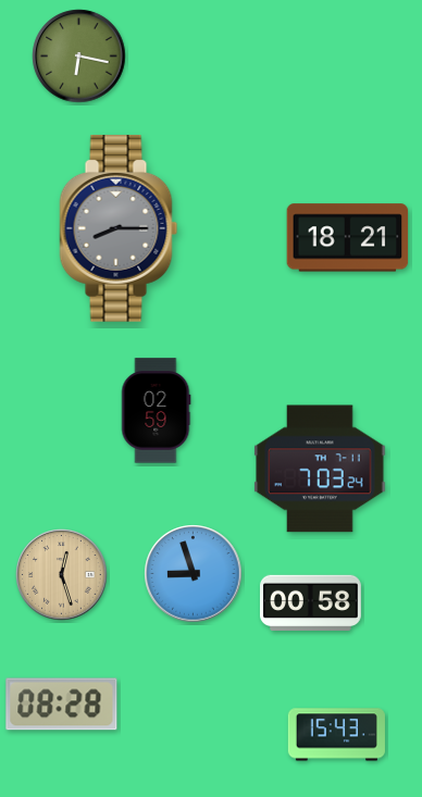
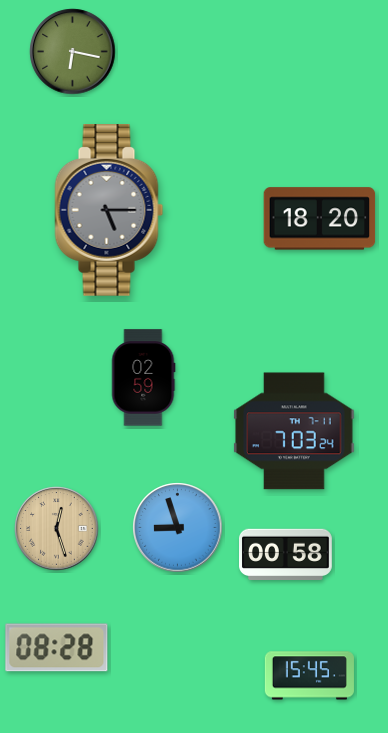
clock at (119, 229): 8:15 -> 5:15
clock at (348, 238): 18:21 -> 18:20
clock at (336, 735): 15:43 -> 15:45
